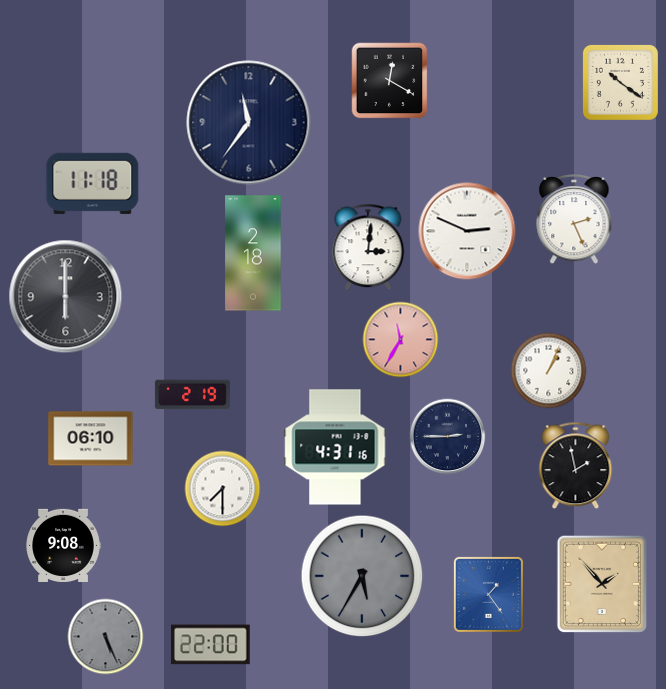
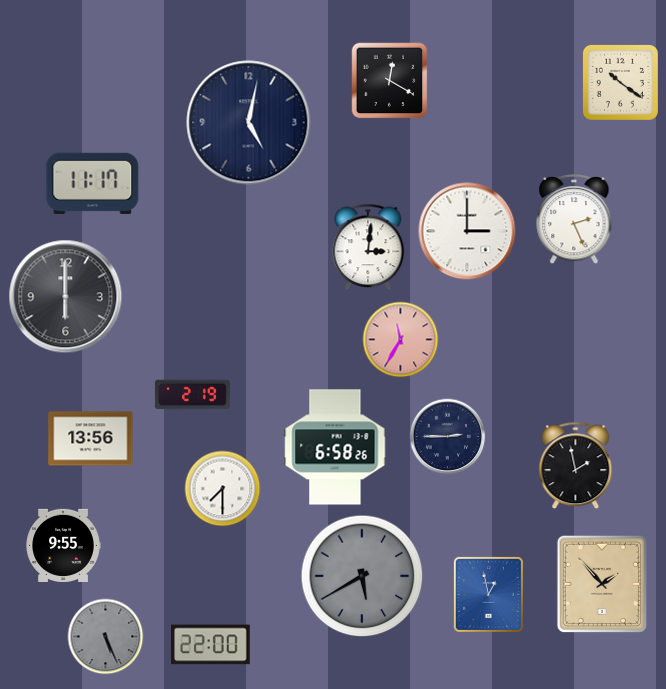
clock at (249, 123): 11:36 -> 5:02
clock at (93, 183): 11:18 -> 11:17
clock at (467, 231): 2:49 -> 3:00
clock at (253, 253): 2:18 -> none
clock at (549, 371): 1:04 -> none
clock at (91, 439): 06:10 -> 13:56
clock at (335, 447): 4:31 -> 6:58
clock at (63, 545): 9:08 -> 9:55
clock at (362, 576): 5:35 -> 5:40
clock at (488, 594): 1:24 -> 12:58
